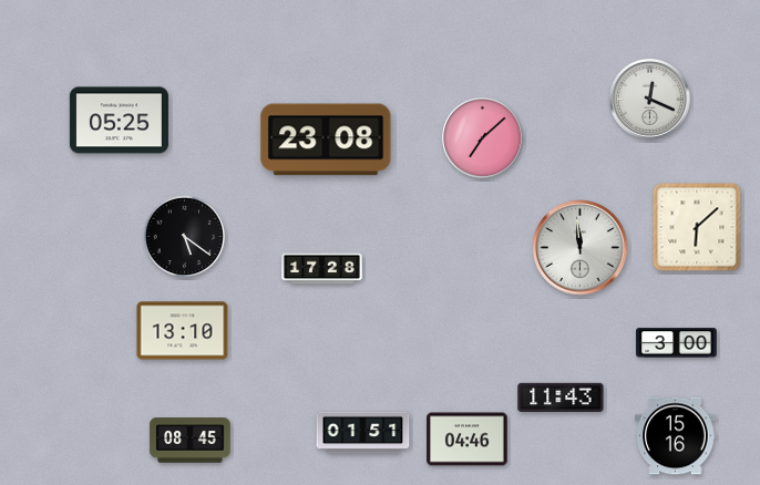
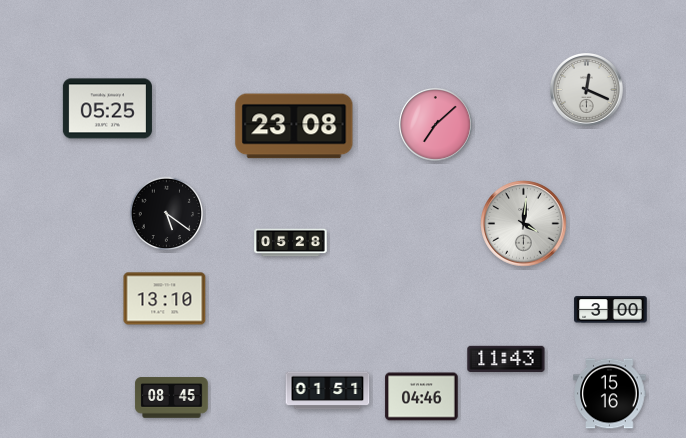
clock at (697, 227): 6:08 -> none
clock at (581, 248): 11:59 -> 4:01
clock at (322, 269): 17:28 -> 05:28
